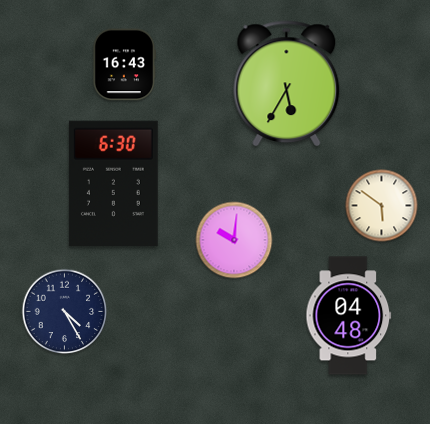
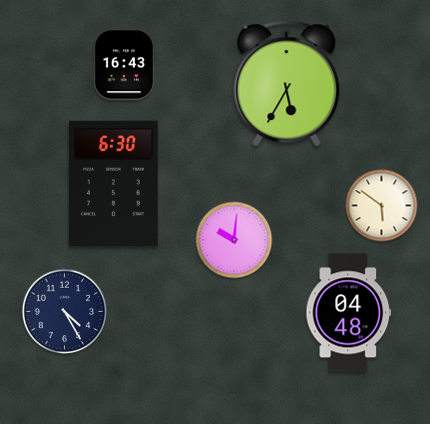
clock at (349, 316) position: (349, 316) -> (349, 313)
